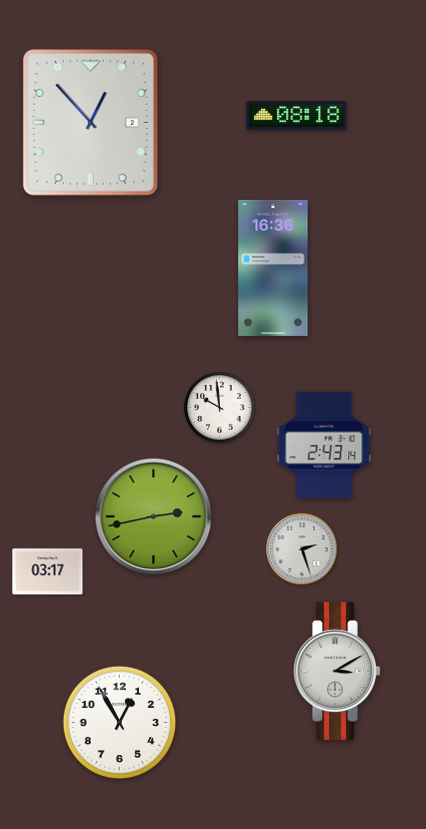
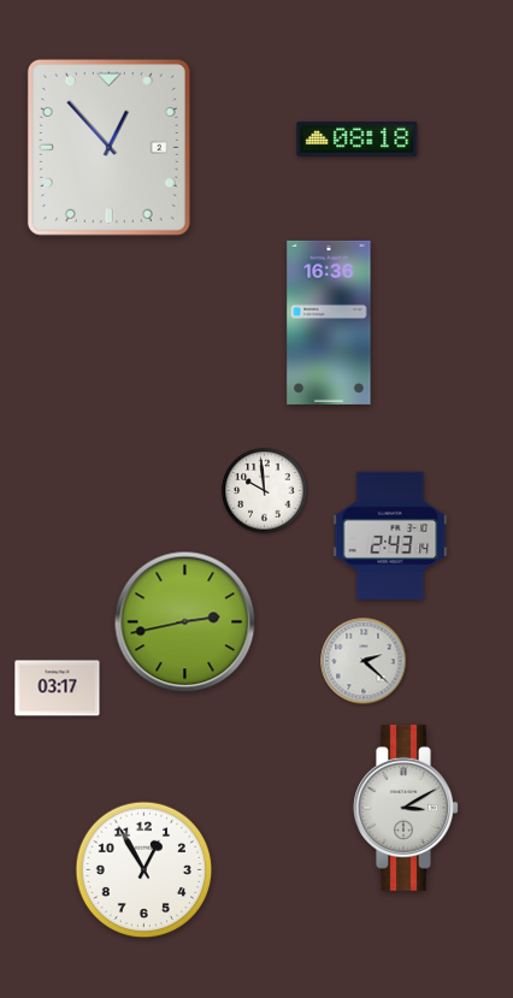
clock at (302, 549): 2:27 -> 2:22
